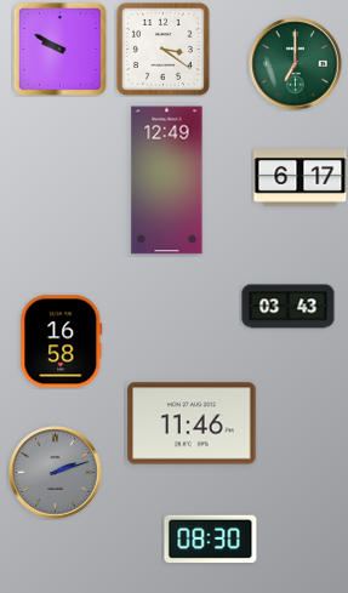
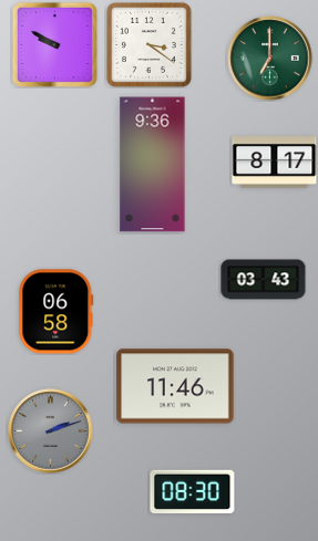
clock at (301, 178): 6:17 -> 8:17
clock at (167, 181): 12:49 -> 9:36
clock at (62, 342): 16:58 -> 06:58
